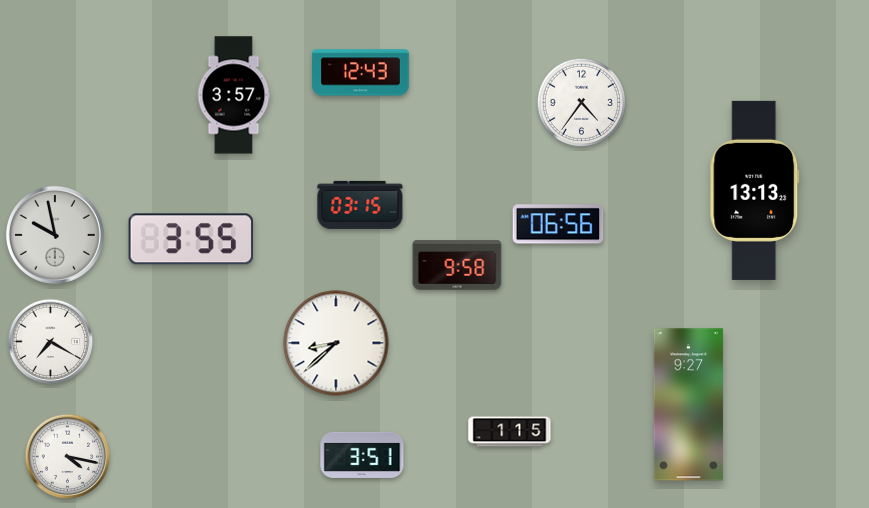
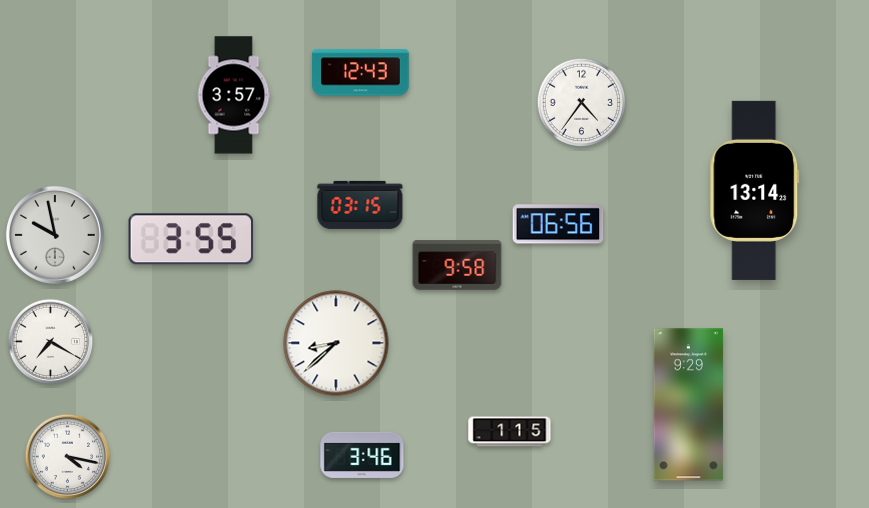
clock at (755, 190): 13:13 -> 13:14
clock at (689, 405): 9:27 -> 9:29
clock at (362, 455): 3:51 -> 3:46
